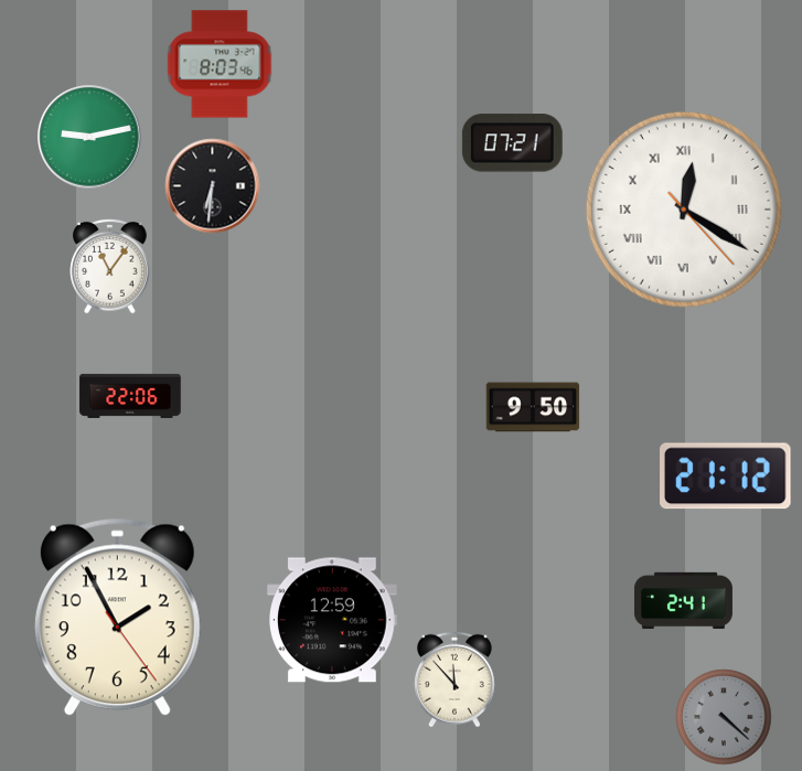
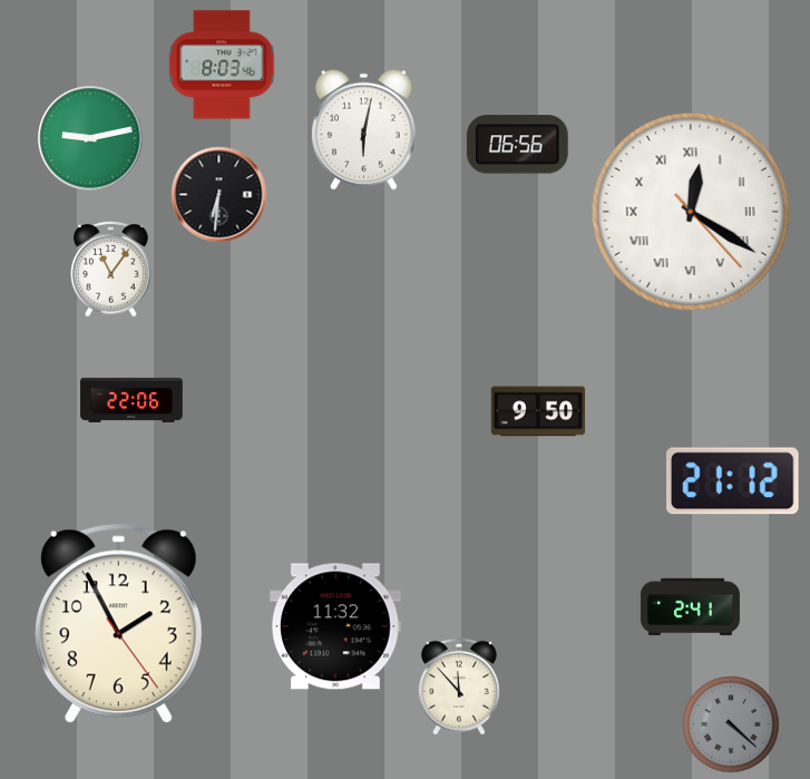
clock at (363, 129): none -> 6:02
clock at (512, 143): 07:21 -> 06:56
clock at (213, 186) position: (213, 186) -> (219, 195)
clock at (332, 620): 12:59 -> 11:32
